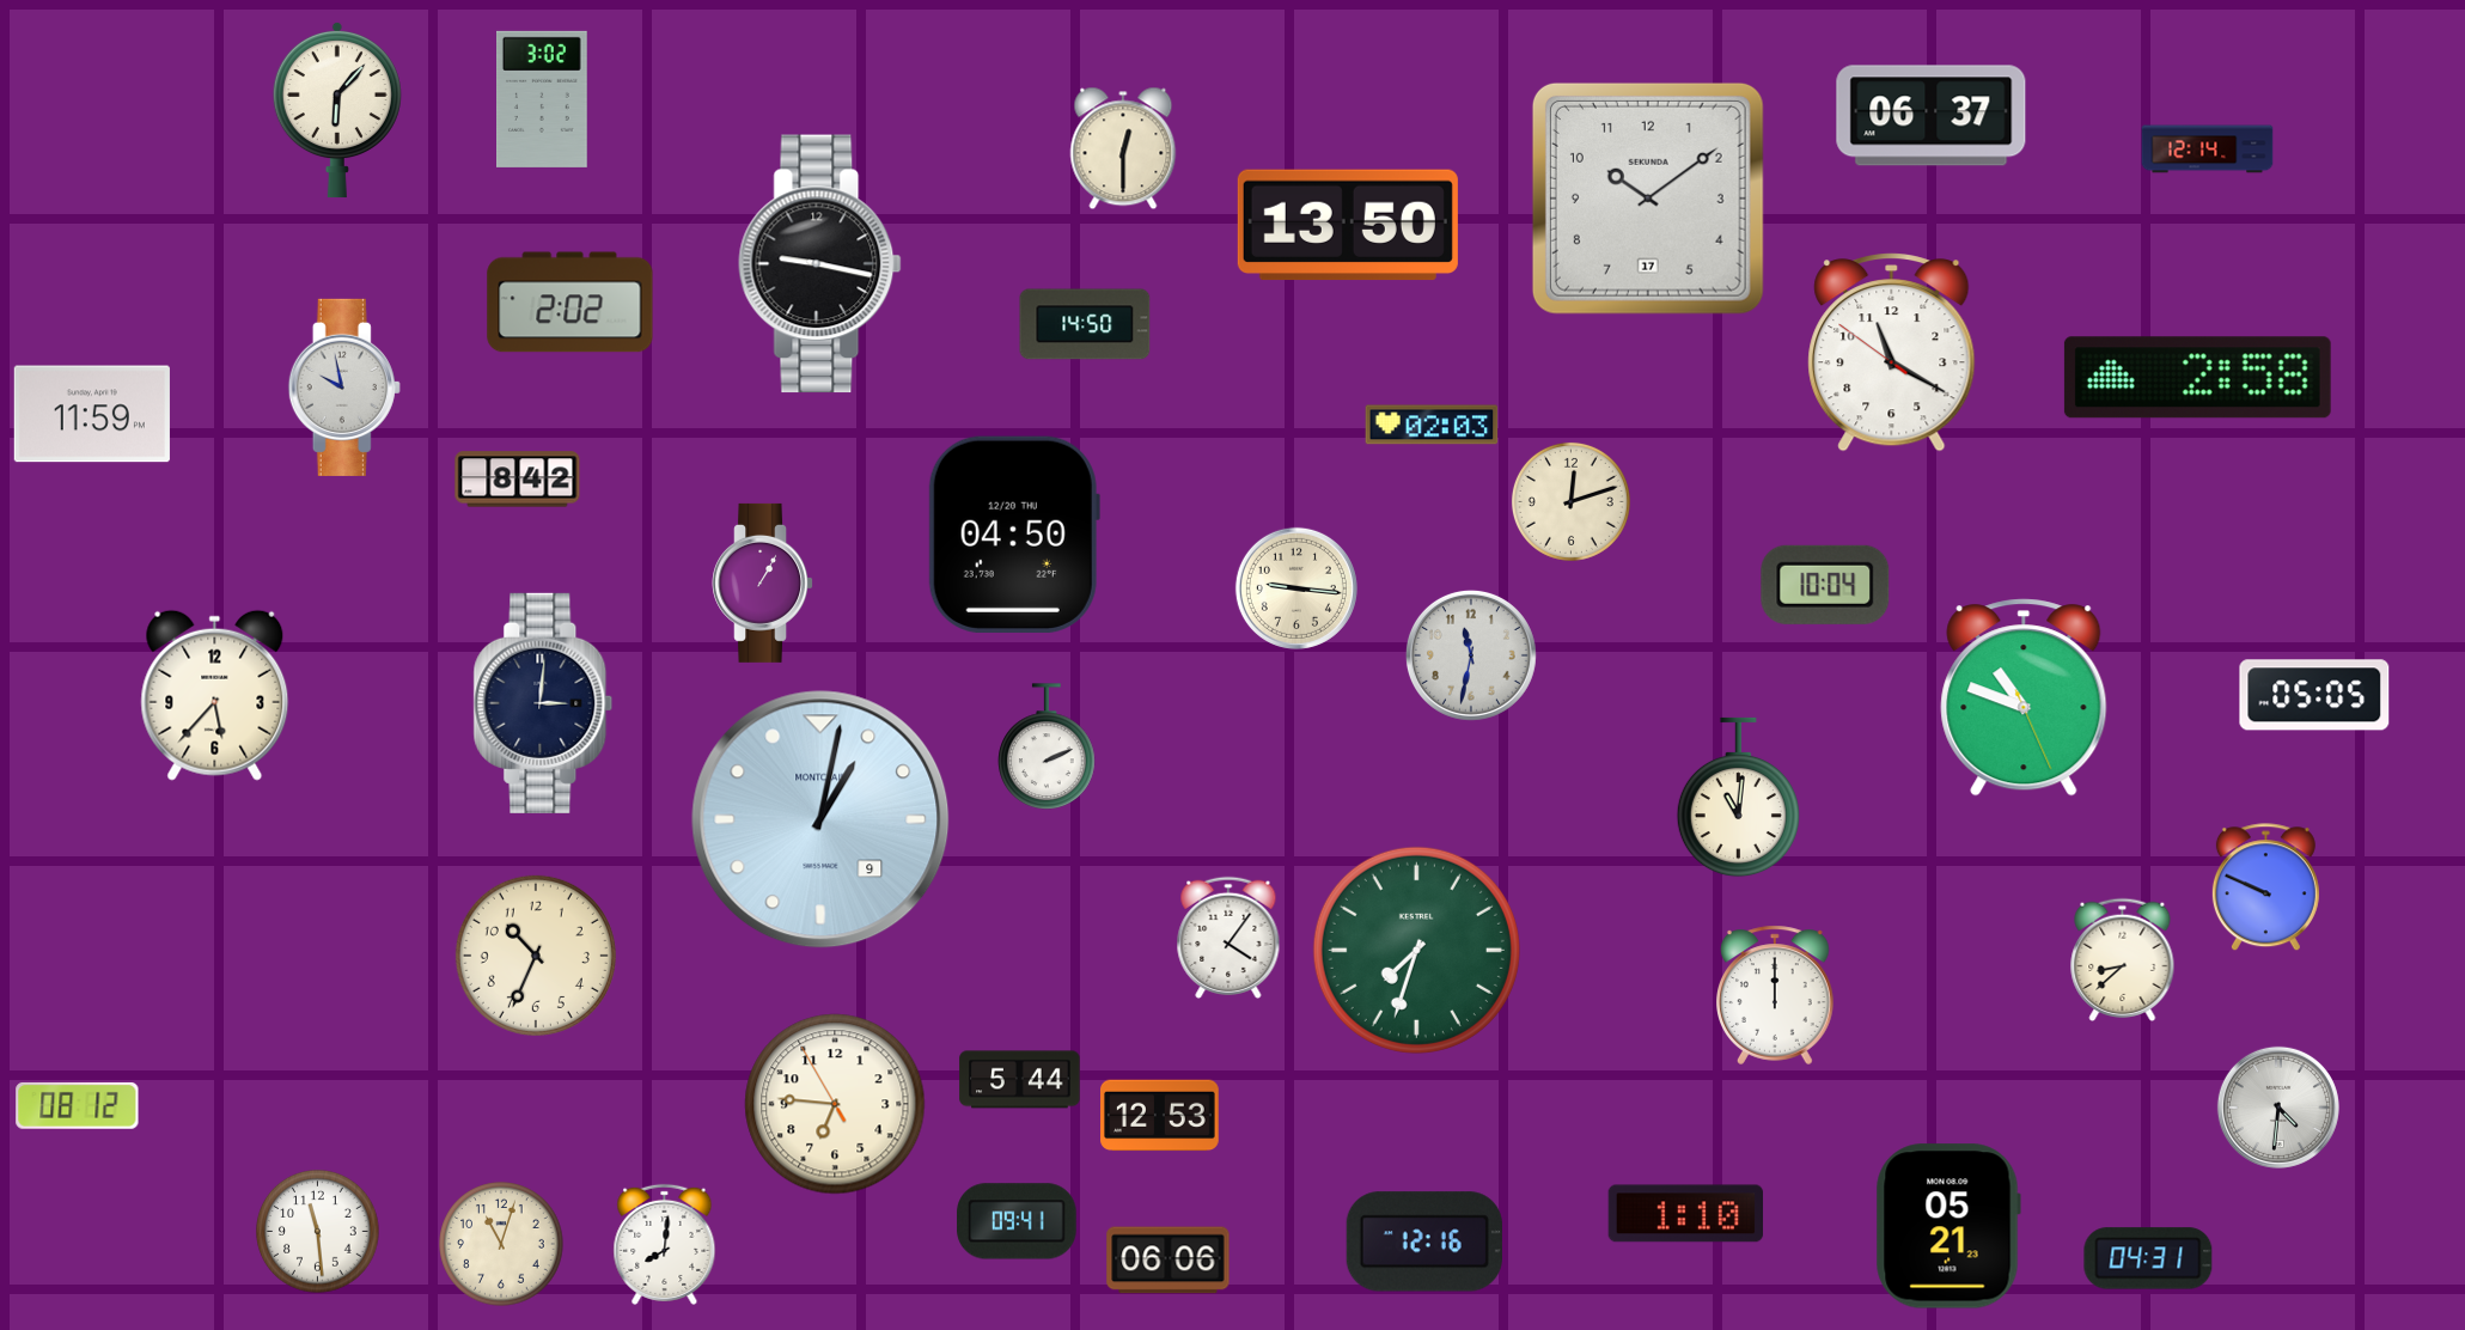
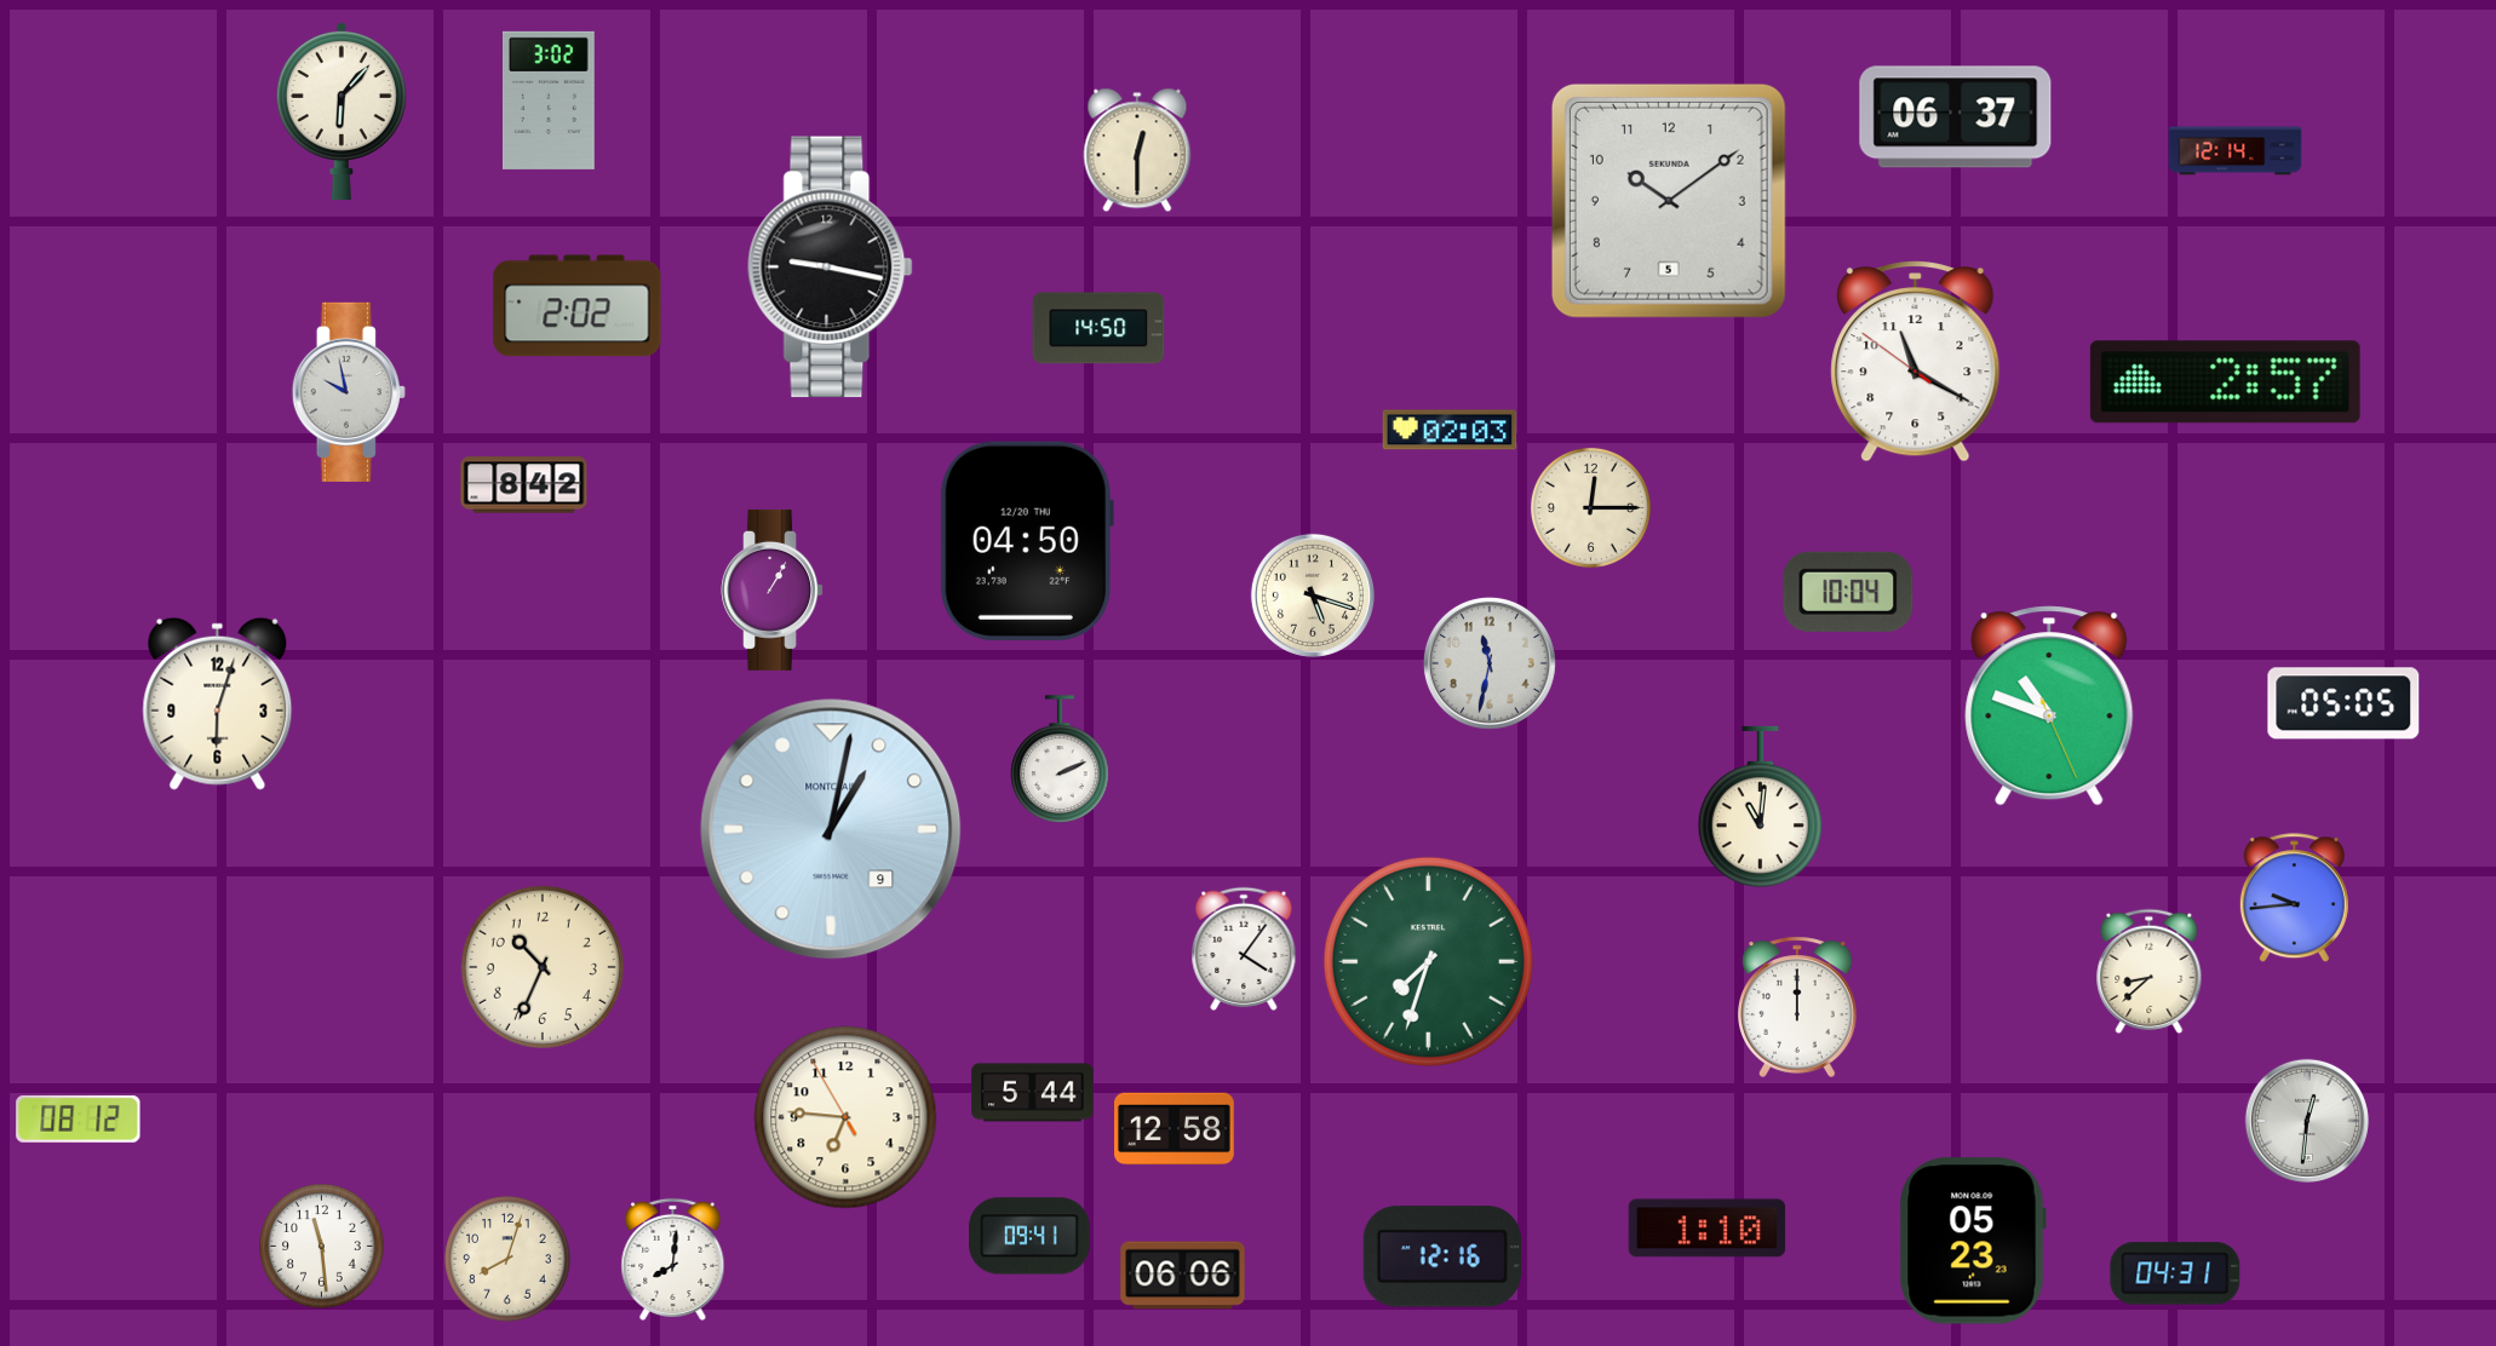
clock at (1648, 199) date: 17 -> 5
clock at (1348, 225): 13:50 -> none
clock at (1892, 353) position: (1892, 353) -> (1916, 362)
clock at (2197, 378): 2:58 -> 2:57
clock at (92, 414): 11:59 -> none
clock at (1570, 501): 12:12 -> 12:15
clock at (1296, 588): 9:16 -> 5:18
clock at (215, 695): 5:37 -> 6:03
clock at (543, 703): 3:01 -> none
clock at (1047, 746) position: (1047, 746) -> (1060, 759)
clock at (2265, 887): 9:49 -> 9:44
clock at (1416, 950) position: (1416, 950) -> (1428, 961)
clock at (2278, 1108): 4:31 -> 12:31
clock at (1160, 1116): 12:53 -> 12:58
clock at (1948, 1226): 05:21 -> 05:23
clock at (501, 1244): 11:03 -> 8:03
